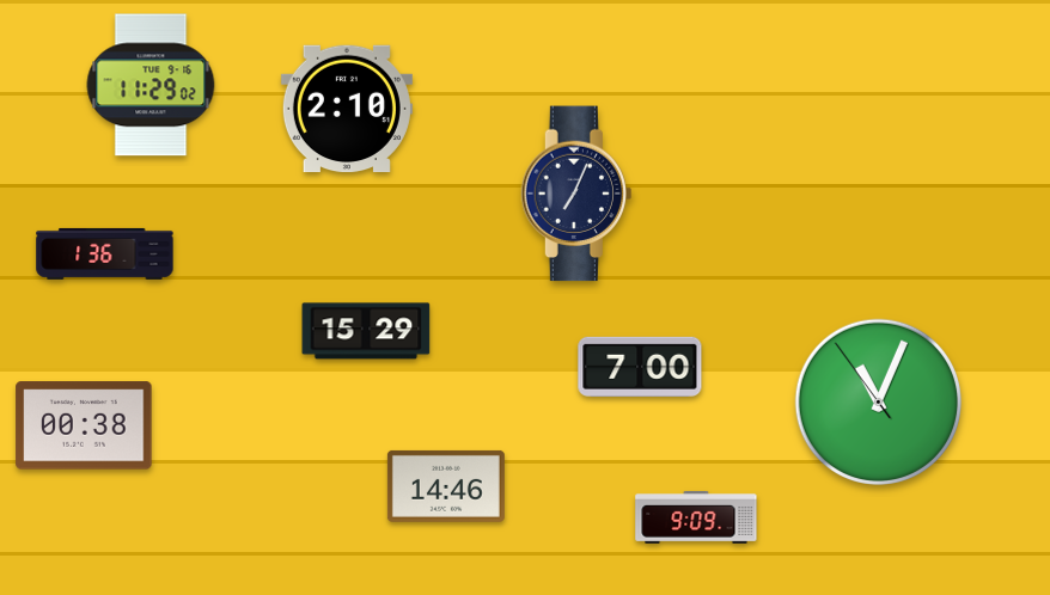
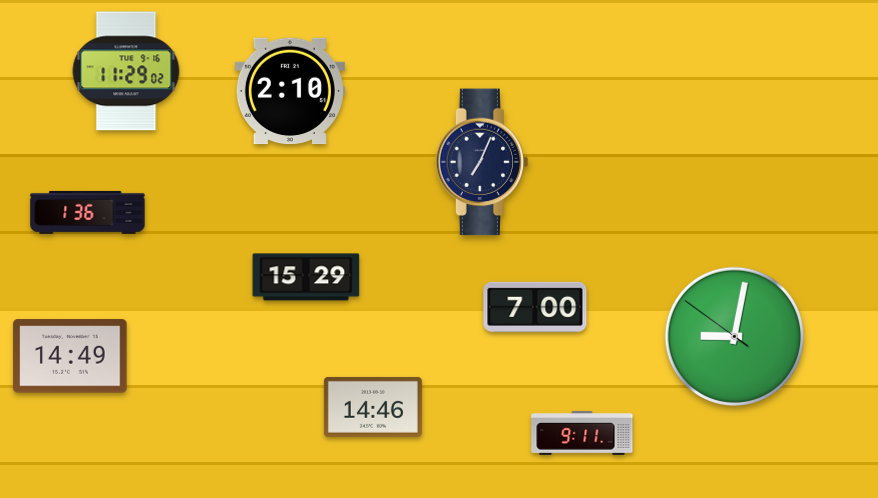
clock at (878, 401): 11:03 -> 9:01
clock at (84, 425): 00:38 -> 14:49
clock at (696, 517): 9:09 -> 9:11
